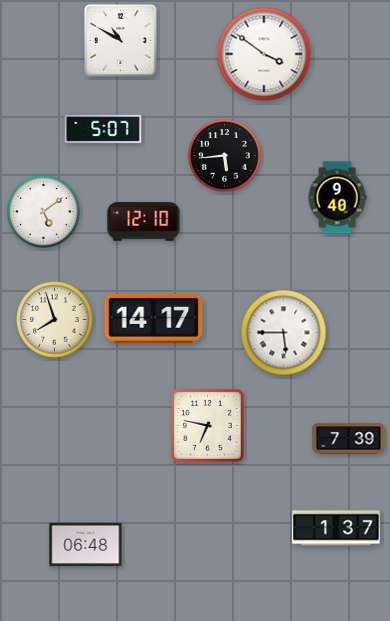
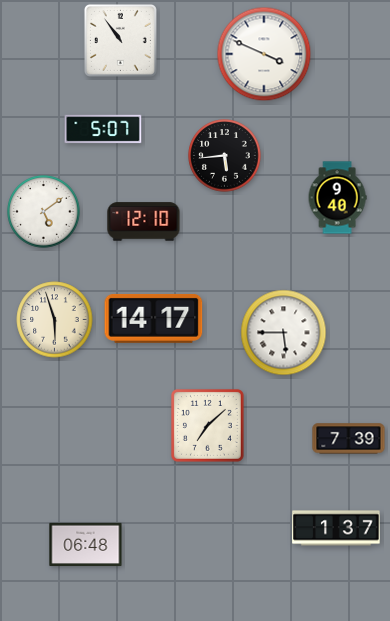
clock at (120, 40): 10:50 -> 10:54
clock at (264, 54): 3:51 -> 3:49
clock at (55, 320): 7:57 -> 5:57
clock at (207, 425): 6:47 -> 7:08
